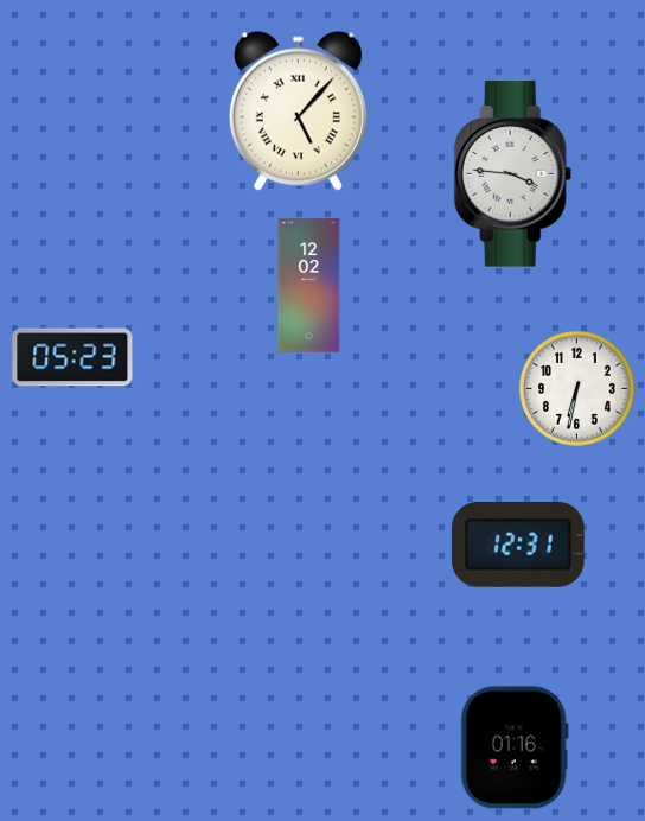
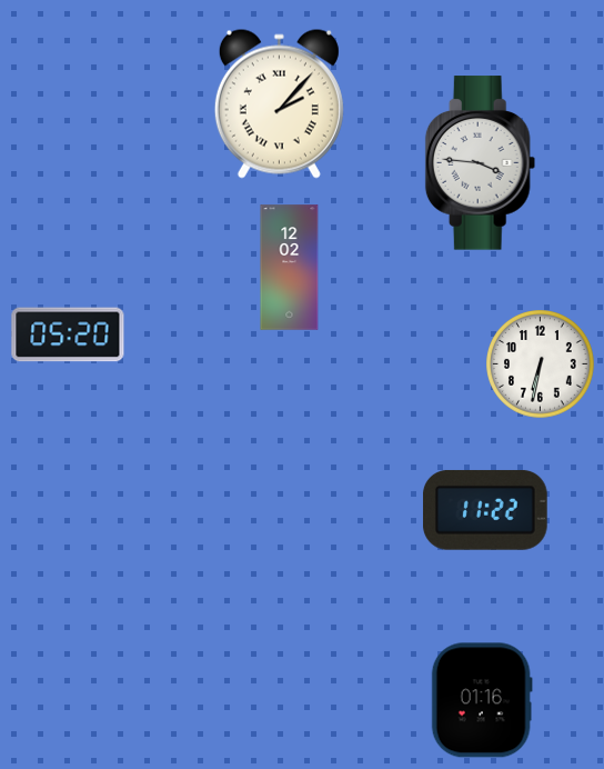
clock at (298, 110): 5:07 -> 2:07
clock at (72, 357): 05:23 -> 05:20
clock at (518, 545): 12:31 -> 11:22
